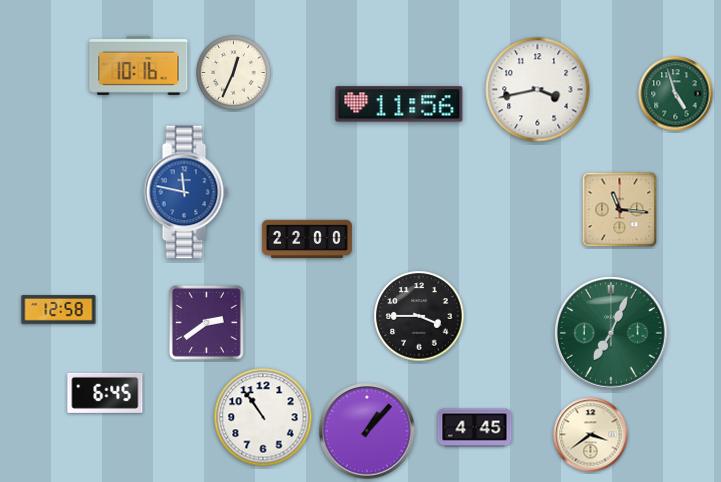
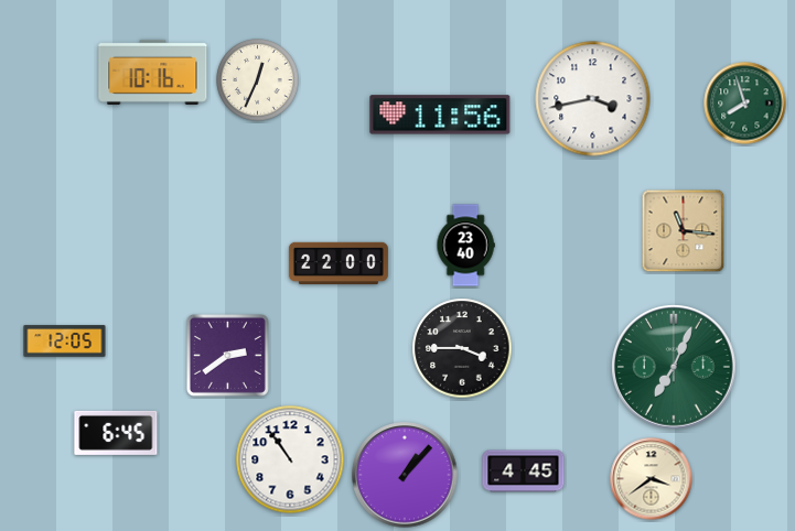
clock at (676, 94): 4:57 -> 7:57
clock at (186, 192): 11:47 -> none
clock at (465, 246): none -> 23:40
clock at (59, 310): 12:58 -> 12:05
